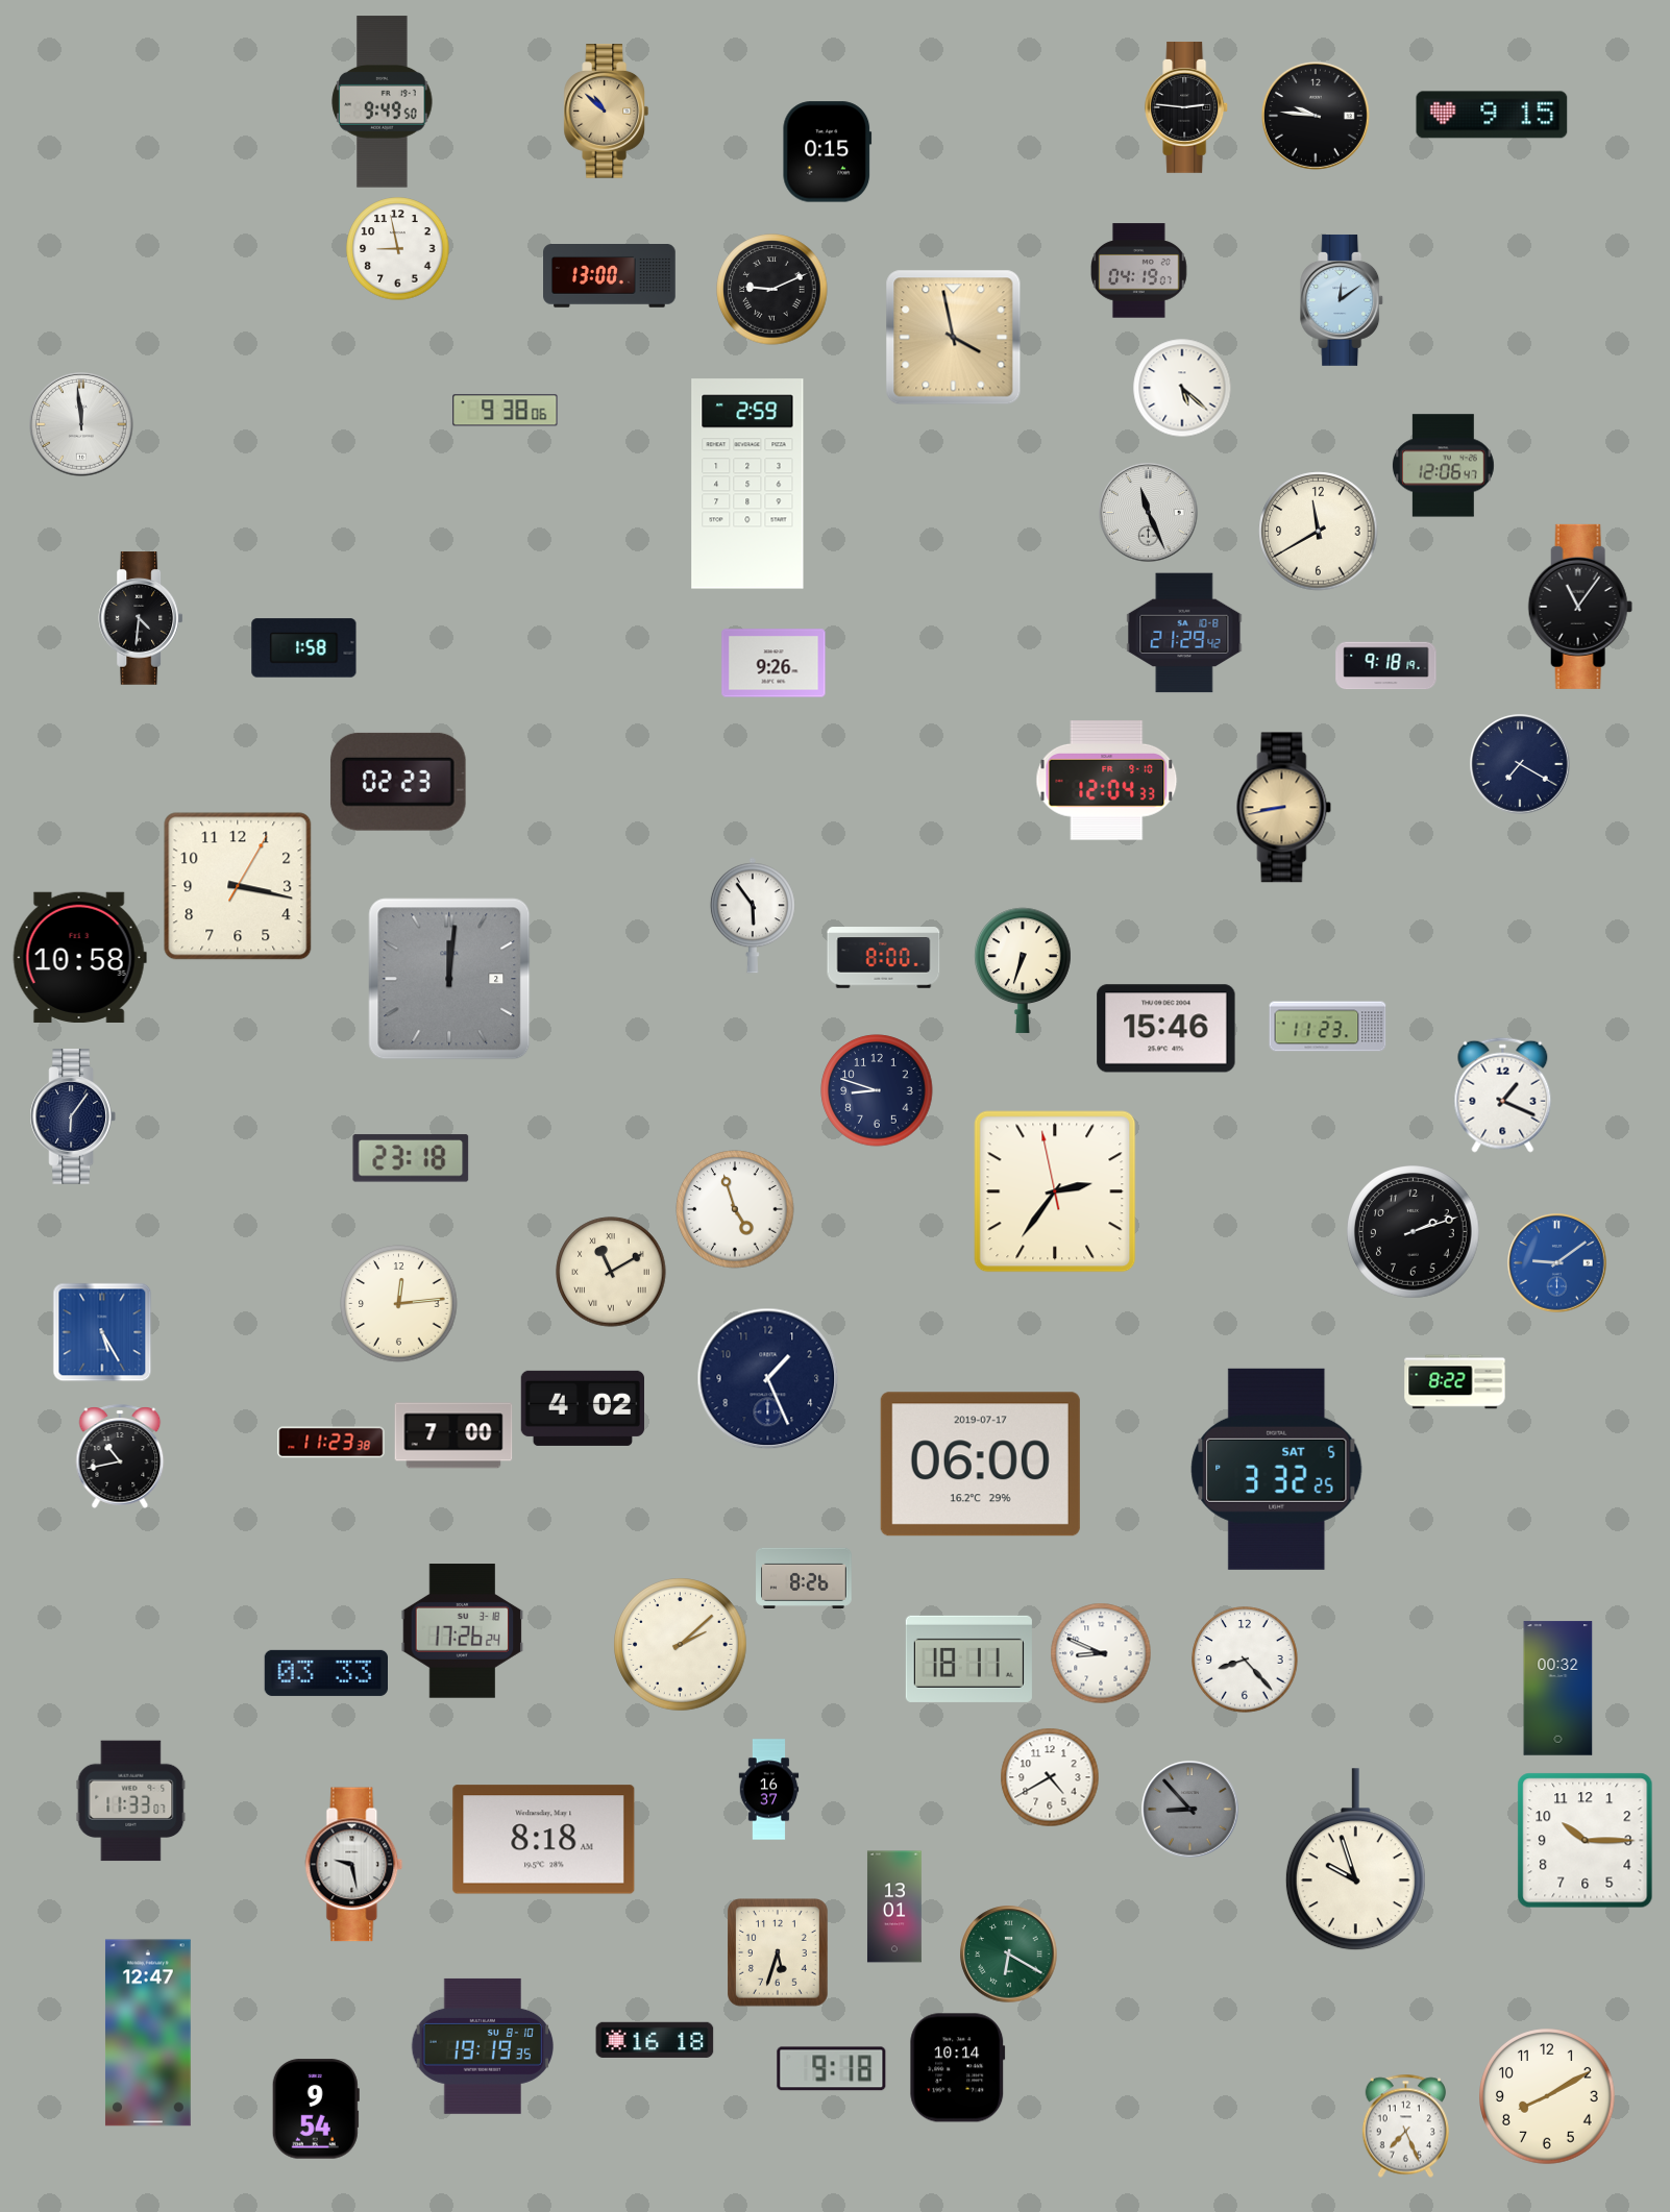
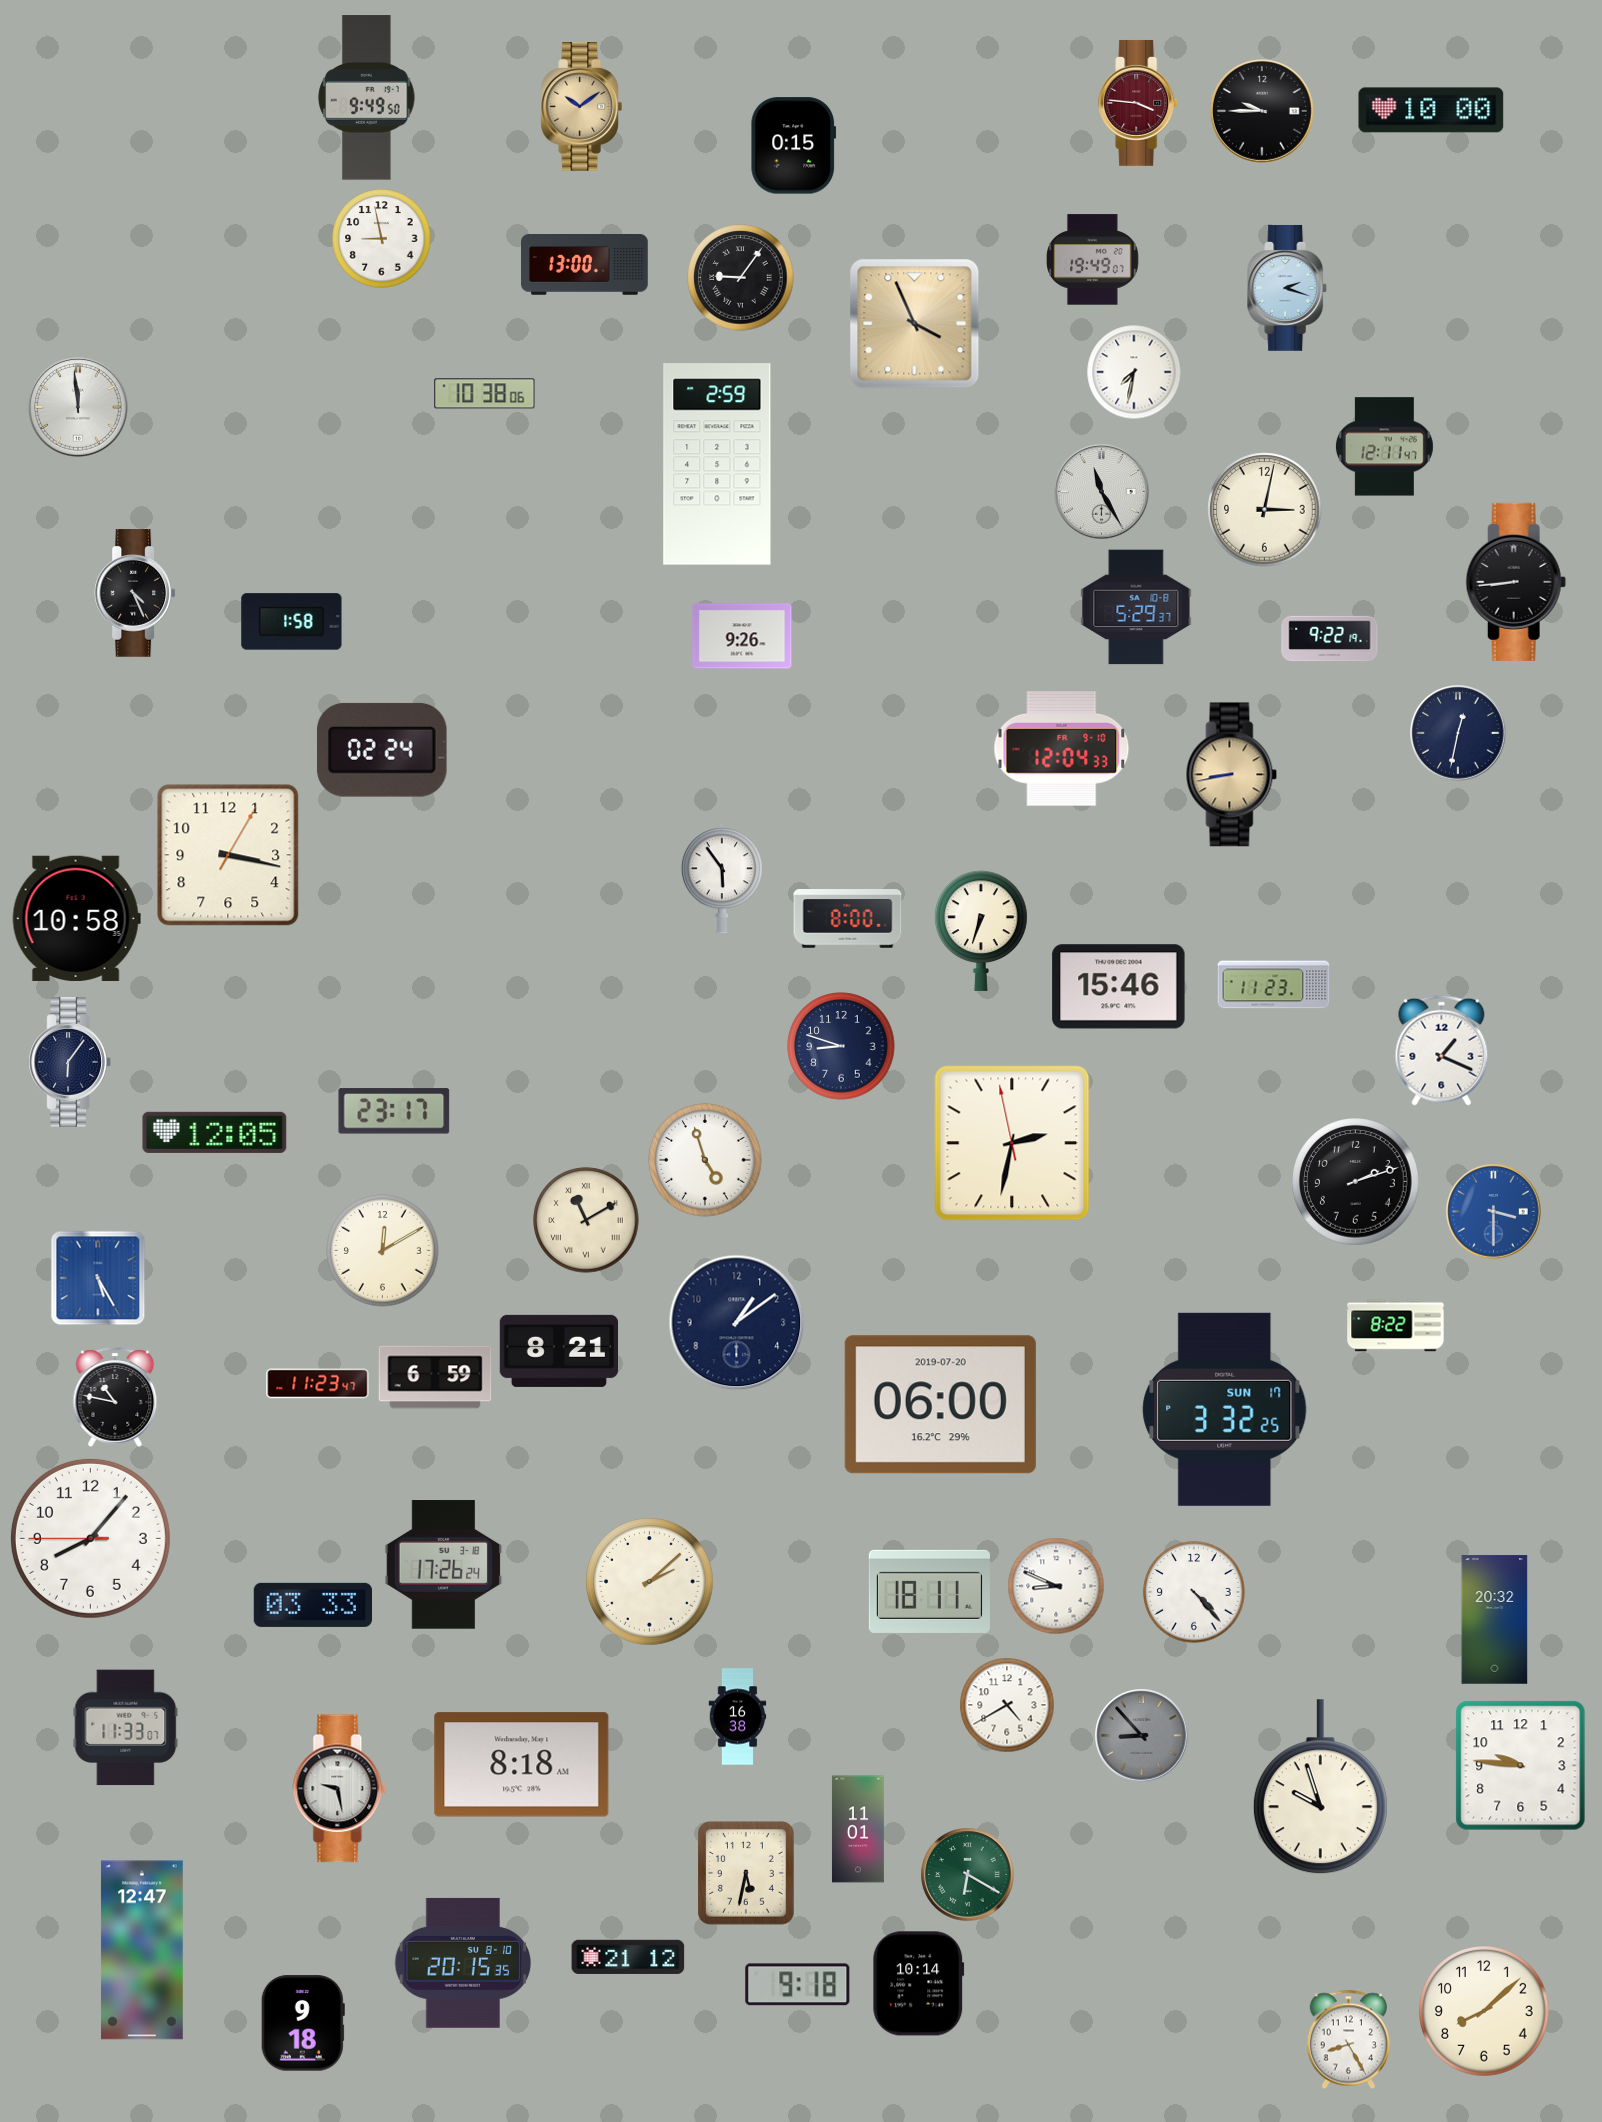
clock at (1187, 107): 2:46 -> 3:46
clock at (1187, 107) dial: black -> burgundy
clock at (606, 112): 10:52 -> 10:09
clock at (1492, 115): 9:15 -> 10:00
clock at (1316, 116): 9:46 -> 9:45
clock at (1139, 271): 04:19 -> 19:49
clock at (772, 290): 9:11 -> 9:06
clock at (1343, 300): 12:09 -> 2:18
clock at (954, 338): 3:58 -> 3:56
clock at (1182, 388): 5:22 -> 7:32
clock at (506, 411): 9:38 -> 10:38
clock at (1443, 466): 12:06 -> 12:11
clock at (1149, 513): 11:26 -> 11:25
clock at (1319, 532): 11:40 -> 3:02
clock at (1580, 607): 11:06 -> 8:44
clock at (141, 618): 4:31 -> 4:26
clock at (1184, 633): 21:29 -> 5:29
clock at (1386, 666): 9:18 -> 9:22
clock at (1520, 764): 7:20 -> 12:32
clock at (398, 782): 02:23 -> 02:24
clock at (238, 886) position: (238, 886) -> (228, 855)
clock at (449, 979): 12:01 -> none
clock at (73, 1116) position: (73, 1116) -> (70, 1062)
clock at (411, 1158): 23:18 -> 23:17
clock at (215, 1132): none -> 12:05
clock at (1055, 1191): 2:35 -> 2:31
clock at (1557, 1263): 9:09 -> 3:30
clock at (399, 1304): 12:14 -> 12:10
clock at (768, 1379): 1:26 -> 1:09
clock at (582, 1408): 4:02 -> 8:21
clock at (453, 1435): 7:00 -> 6:59
clock at (331, 1443): 11:23:38 -> 11:23:47
clock at (120, 1456): 10:43 -> 10:47
clock at (980, 1465) date: 2019-07-17 -> 2019-07-20
clock at (1277, 1469) date: SAT 5 -> SUN 17
clock at (804, 1577): 8:26 -> none
clock at (90, 1538): none -> 8:06
clock at (681, 1645) position: (681, 1645) -> (650, 1582)
clock at (1245, 1660): 8:23 -> 4:23
clock at (1558, 1689): 00:32 -> 20:32
clock at (769, 1790): 16:37 -> 16:38
clock at (1586, 1841): 10:15 -> 9:46
clock at (1355, 1860) position: (1355, 1860) -> (1320, 1787)
clock at (894, 1907): 13:01 -> 11:01
clock at (779, 1953): 5:33 -> 5:32
clock at (655, 2040): 16:18 -> 21:12
clock at (483, 2046): 19:19 -> 20:15
clock at (1547, 2096): 8:10 -> 8:08
clock at (316, 2109): 9:54 -> 9:18
clock at (1405, 2127): 7:26 -> 8:25
